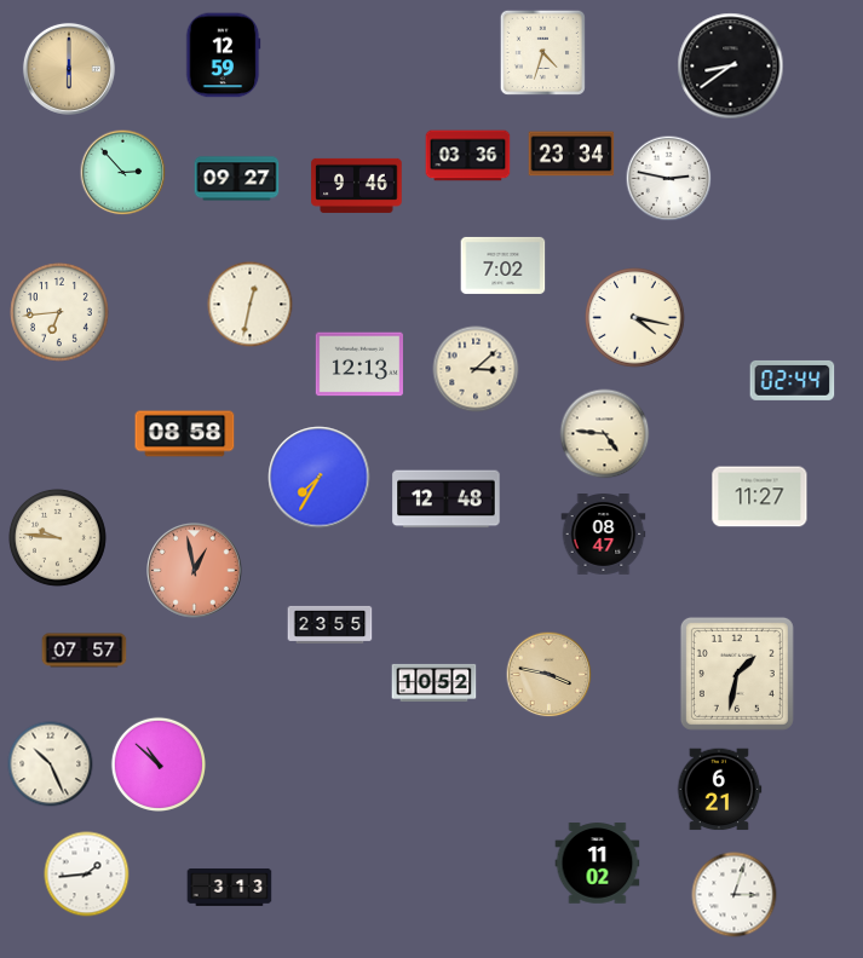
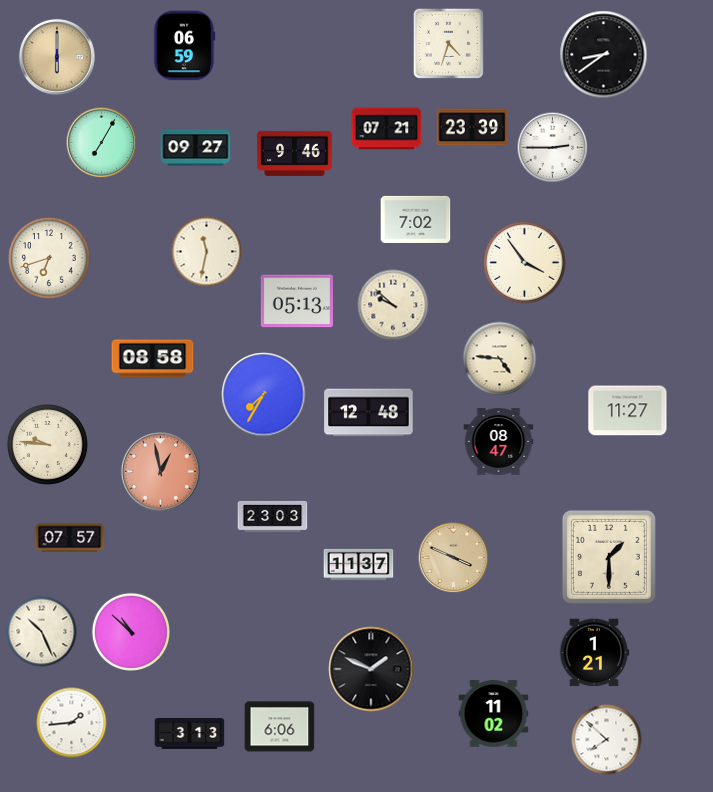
clock at (223, 56): 12:59 -> 06:59
clock at (571, 154): 23:34 -> 23:39
clock at (468, 156): 03:36 -> 07:21
clock at (123, 173): 2:53 -> 7:05
clock at (669, 179): 2:47 -> 2:45
clock at (251, 305): 12:32 -> 11:32
clock at (61, 313): 6:44 -> 6:42
clock at (635, 318): 4:17 -> 3:54
clock at (359, 364): 12:13 -> 05:13
clock at (476, 369): 3:08 -> 9:52
clock at (793, 380): 02:44 -> none
clock at (330, 624): 23:55 -> 23:03
clock at (737, 674): 1:32 -> 1:30
clock at (550, 675): 3:47 -> 3:49
clock at (435, 682): 10:52 -> 11:37
clock at (719, 790): 6:21 -> 1:21
clock at (371, 669): none -> 1:49
clock at (280, 727): none -> 6:06
clock at (735, 895): 3:03 -> 7:52
